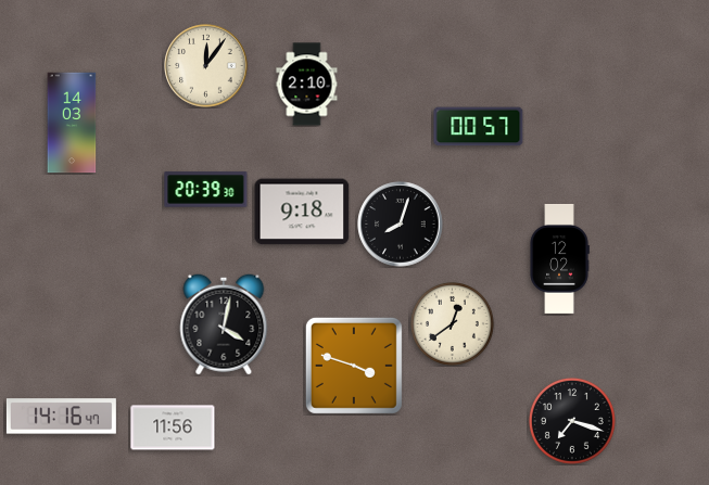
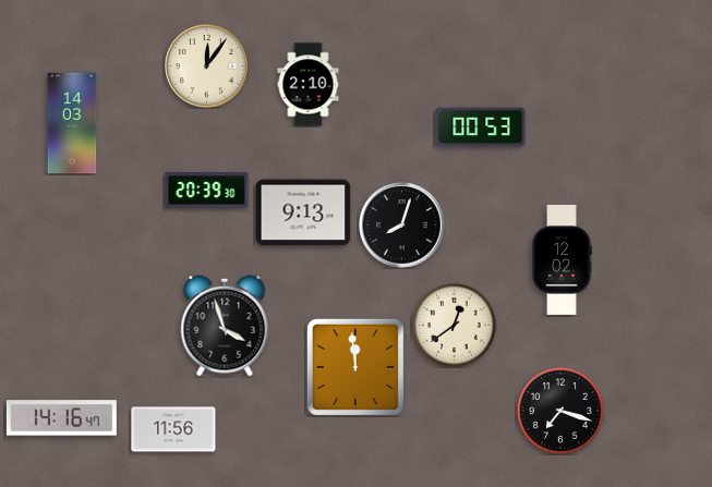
clock at (479, 127): 00:57 -> 00:53
clock at (302, 212): 9:18 -> 9:13
clock at (224, 324): 4:02 -> 3:57
clock at (354, 366): 3:48 -> 11:59
clock at (572, 421) position: (572, 421) -> (560, 411)
